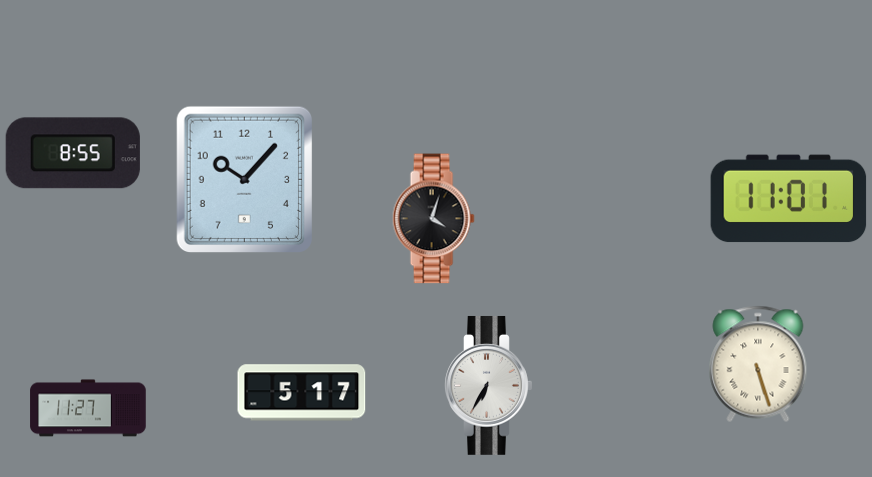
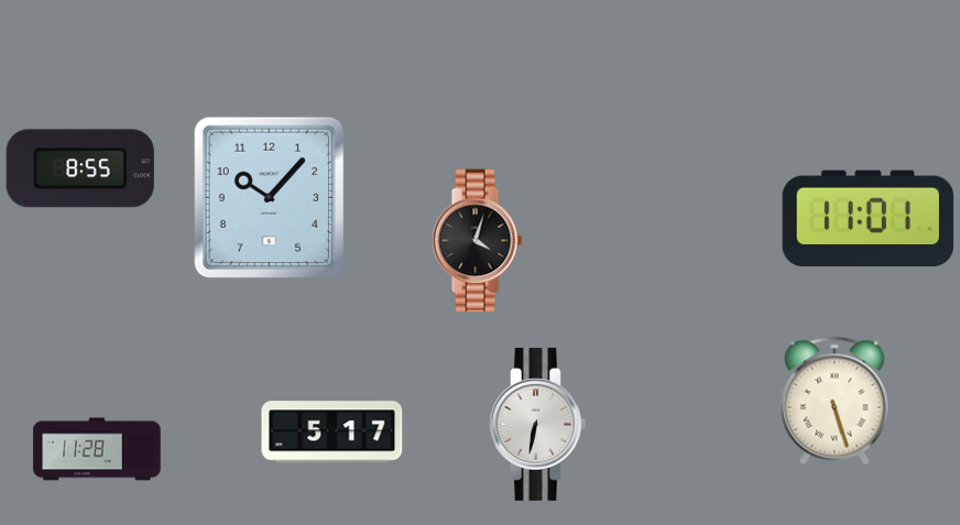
clock at (489, 385): 6:35 -> 6:32
clock at (88, 408): 11:27 -> 11:28
